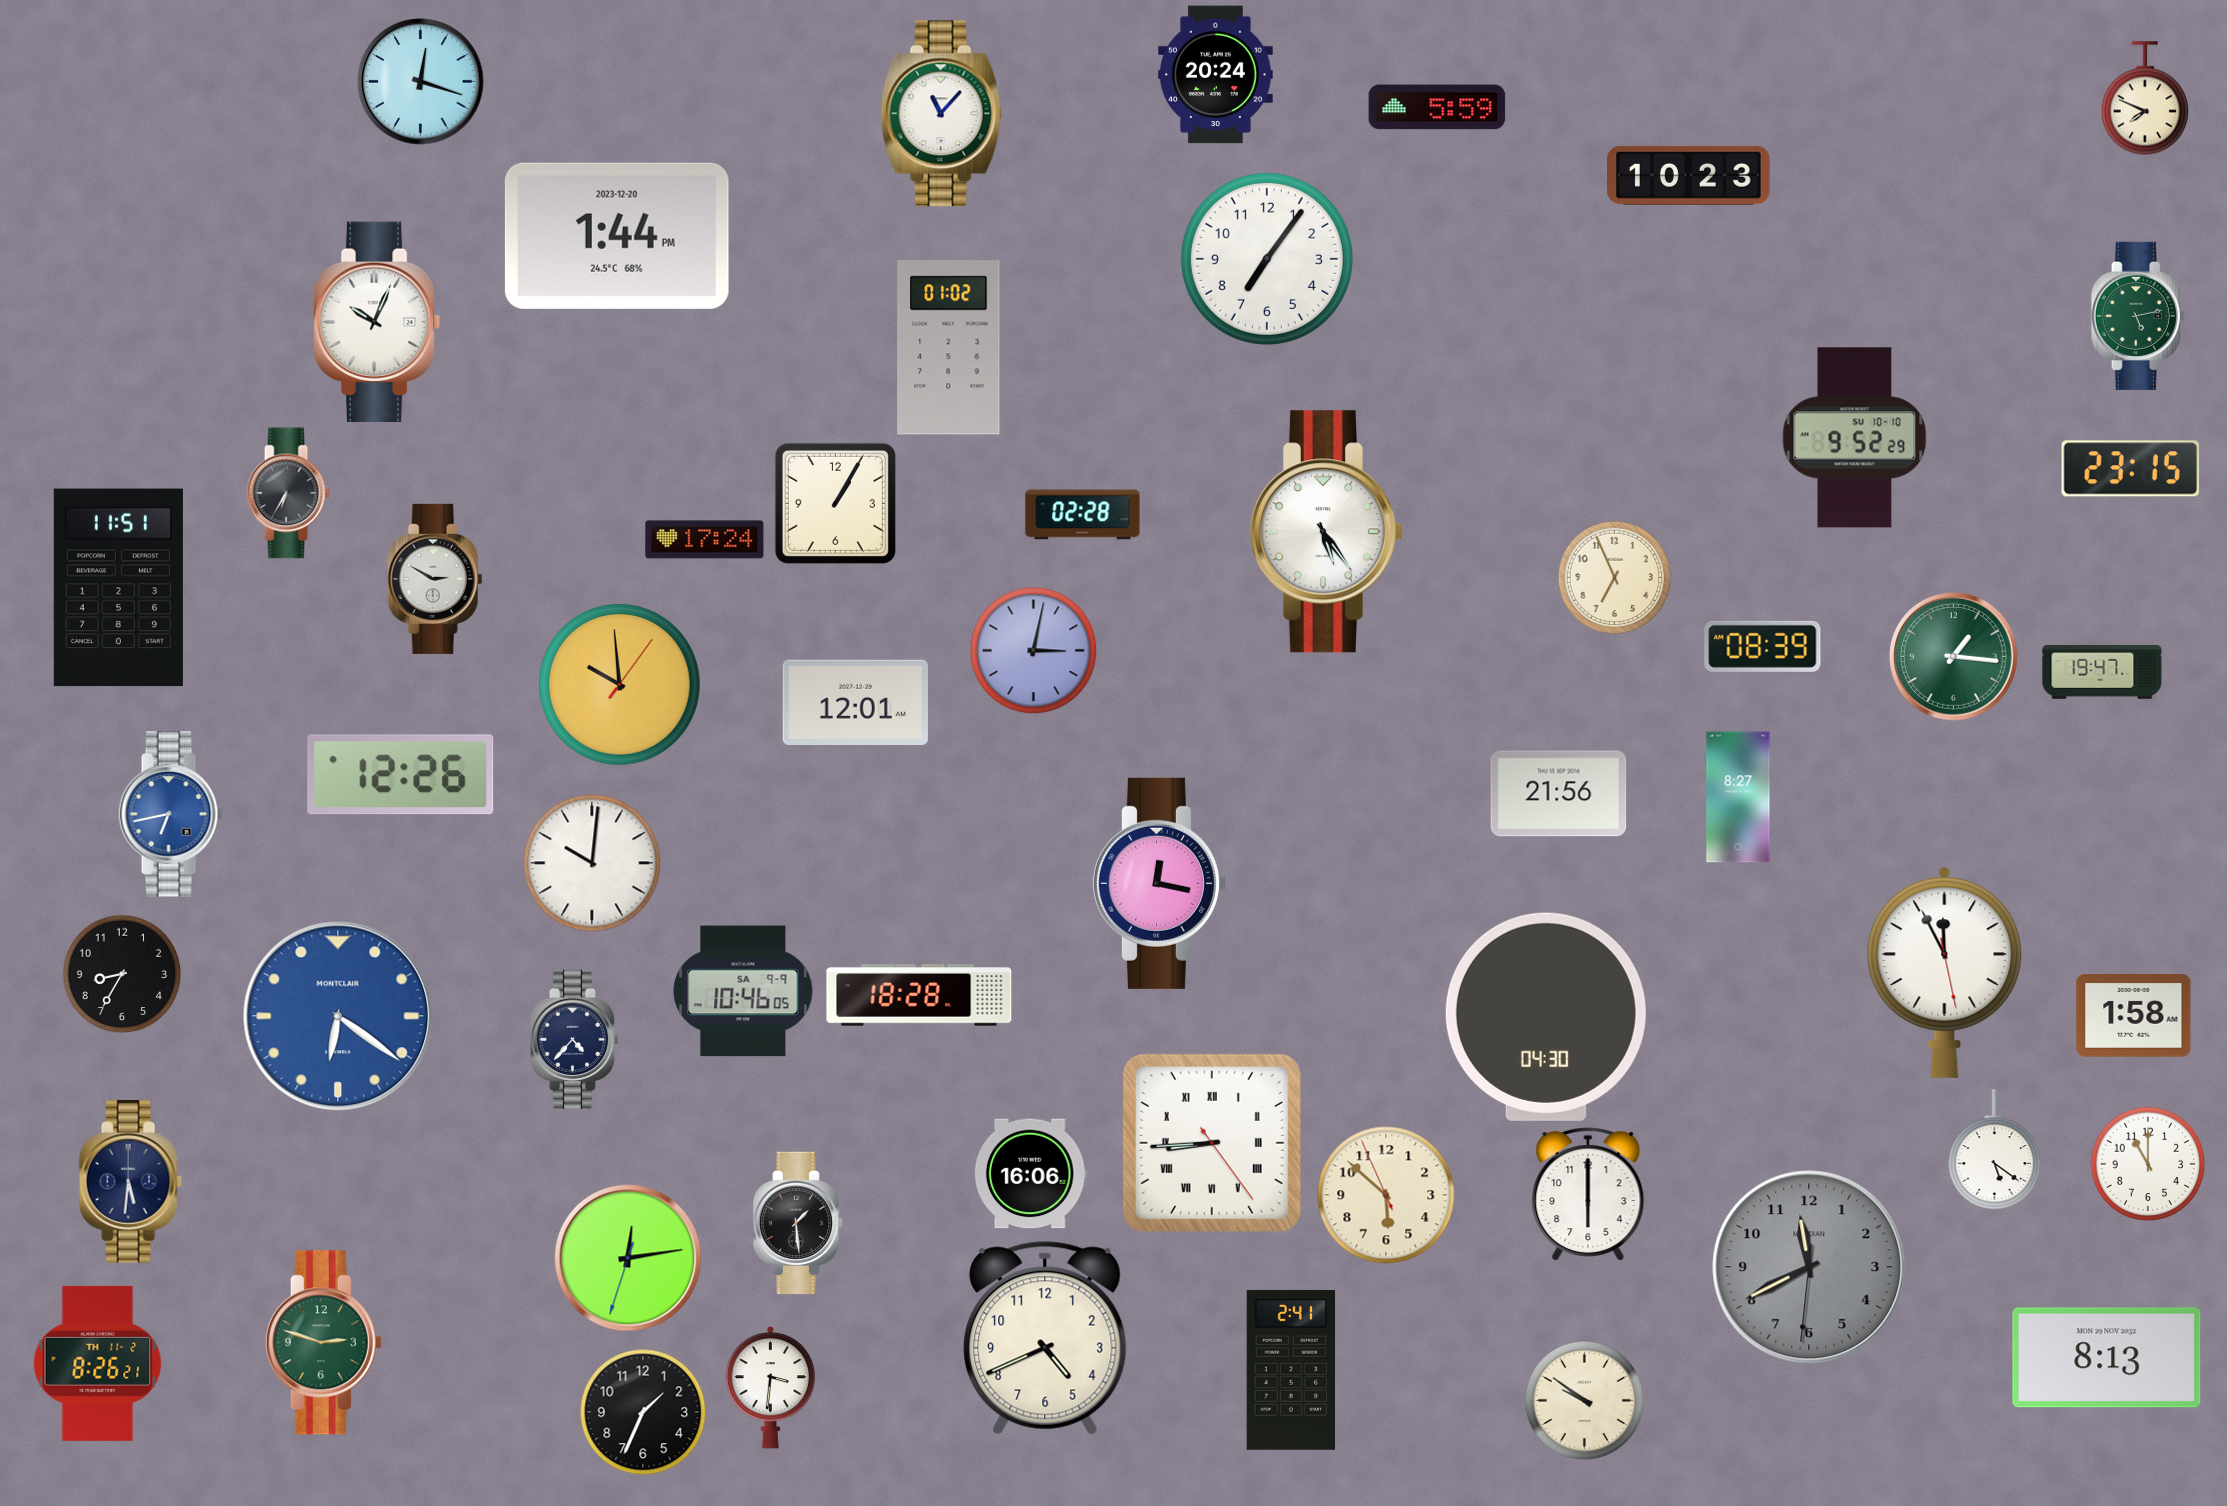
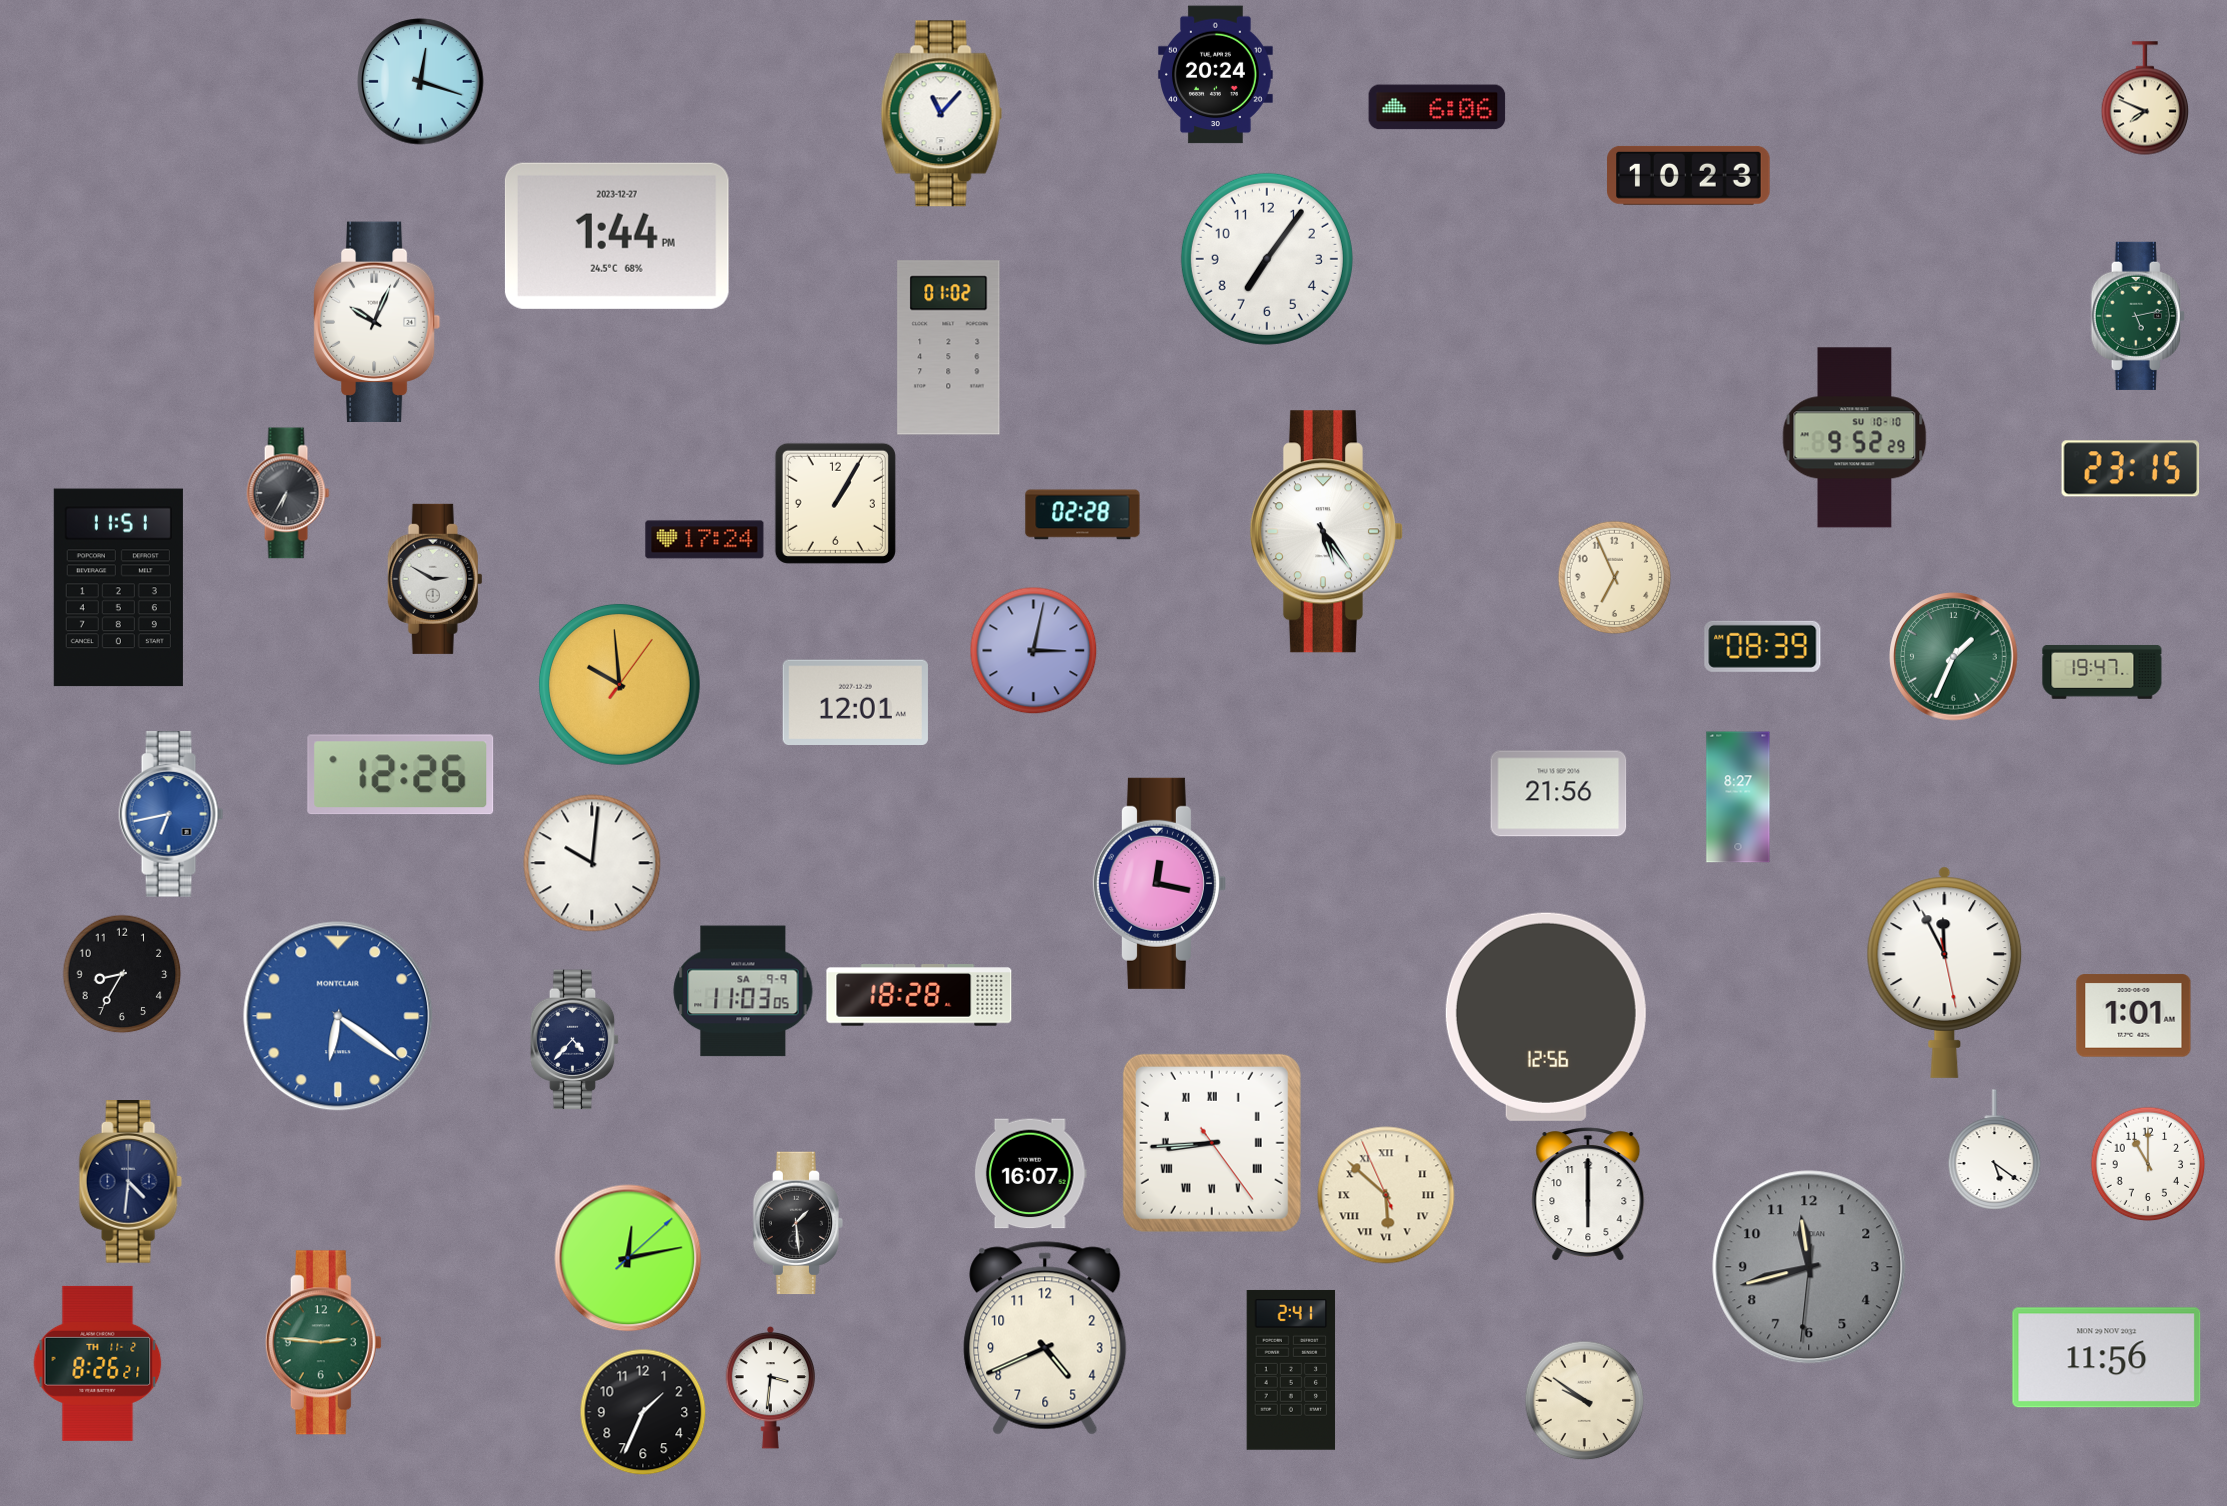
clock at (1437, 107): 5:59 -> 6:06
clock at (617, 236) date: 2023-12-20 -> 2023-12-27
clock at (1954, 657): 1:16 -> 1:34
clock at (743, 991): 10:46 -> 11:03
clock at (2134, 1016): 1:58 -> 1:01
clock at (1546, 1017): 04:30 -> 12:56
clock at (1030, 1174): 16:06 -> 16:07
clock at (130, 1182): 5:31 -> 4:31
clock at (1386, 1195) numerals: Arabic -> Roman
clock at (628, 1258): 12:13:33 -> 12:13:08
clock at (1809, 1267): 11:40 -> 11:42
clock at (323, 1343): 2:48 -> 2:46
clock at (2107, 1358): 8:13 -> 11:56
